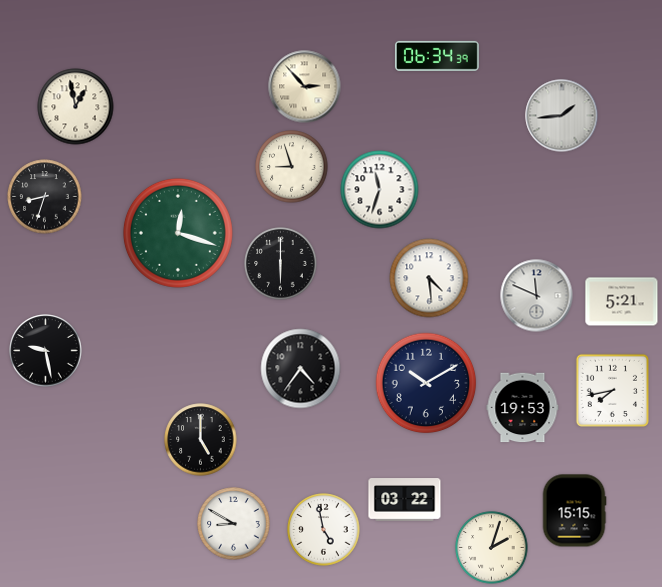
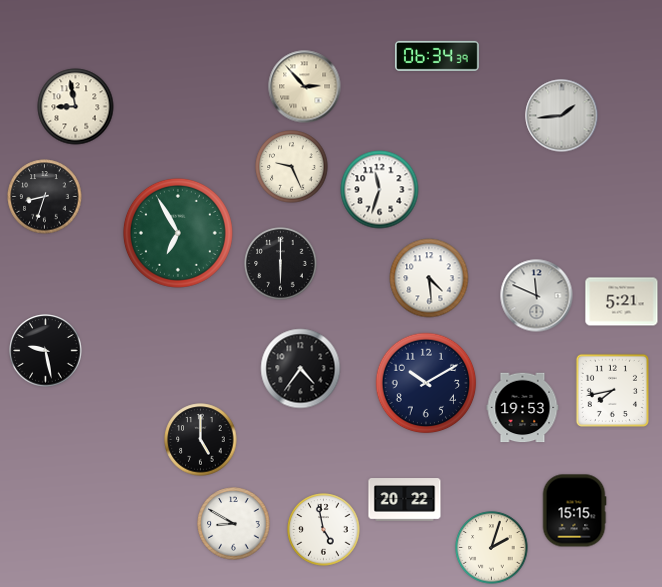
clock at (76, 107): 12:58 -> 8:58
clock at (292, 167): 8:57 -> 9:26
clock at (178, 233): 12:18 -> 6:55
clock at (405, 500): 03:22 -> 20:22
